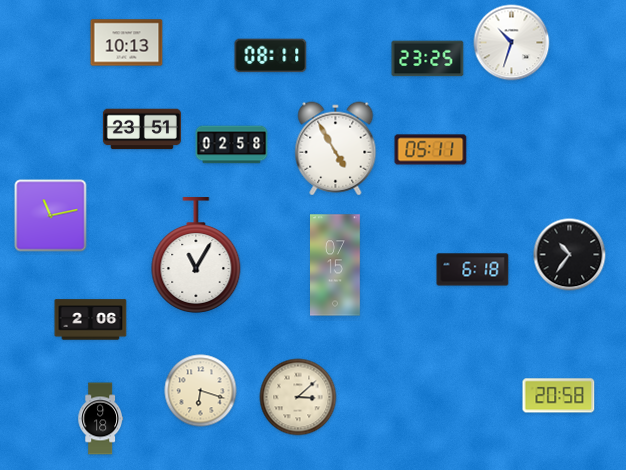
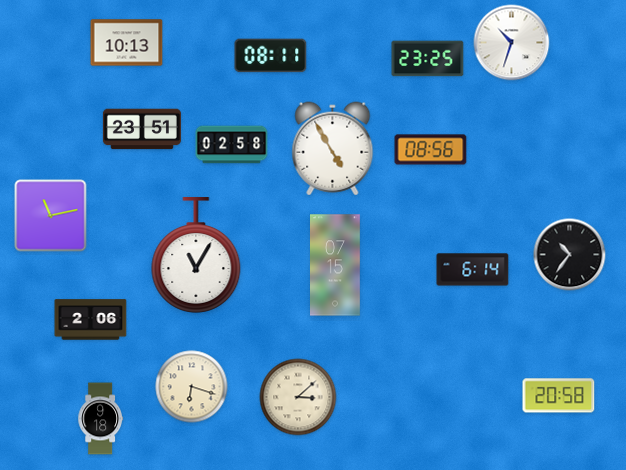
clock at (336, 149) position: (336, 149) -> (333, 149)
clock at (431, 150): 05:11 -> 08:56
clock at (473, 270): 6:18 -> 6:14
clock at (201, 391) position: (201, 391) -> (192, 387)
